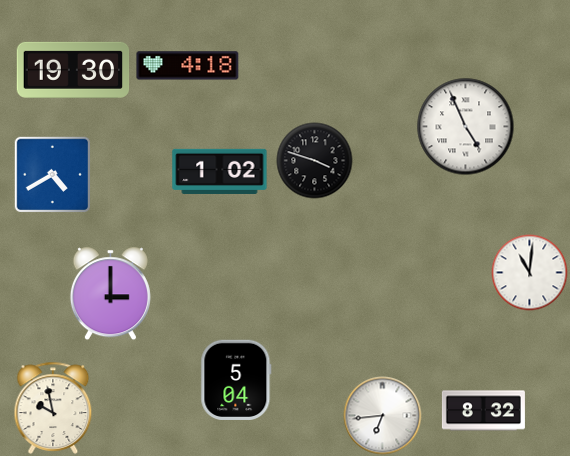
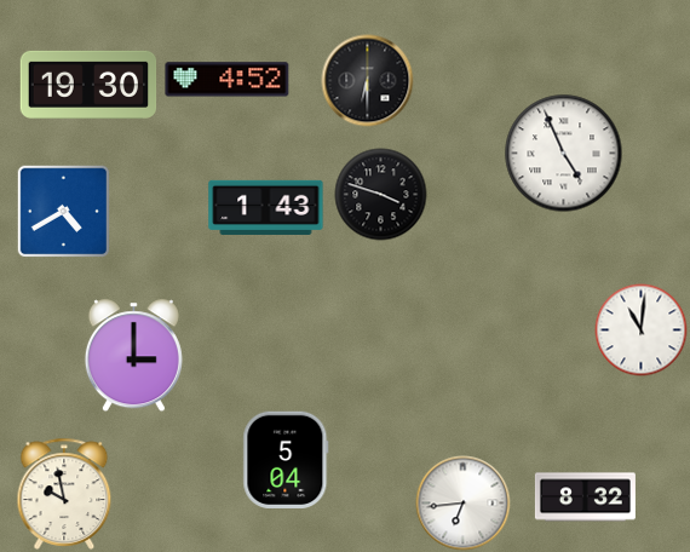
clock at (188, 66): 4:18 -> 4:52
clock at (368, 81): none -> 6:30
clock at (220, 171): 1:02 -> 1:43
